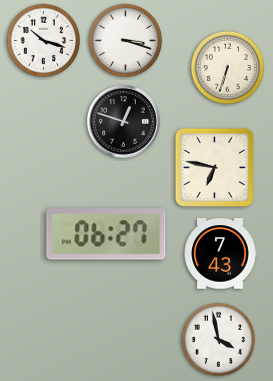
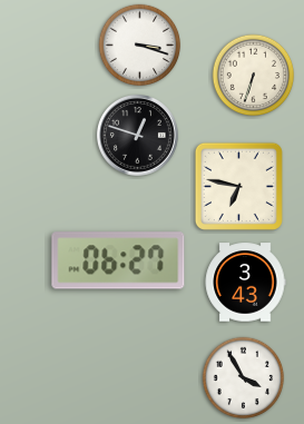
clock at (44, 41): 10:18 -> none
clock at (220, 254): 7:43 -> 3:43
clock at (219, 340): 3:58 -> 3:55
